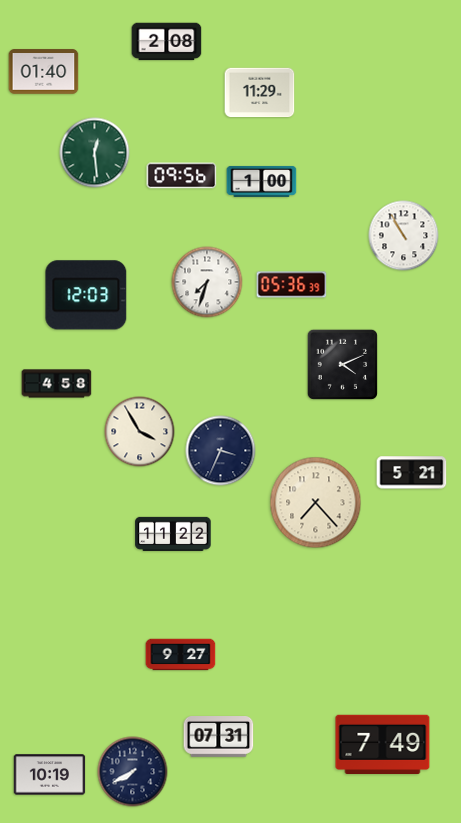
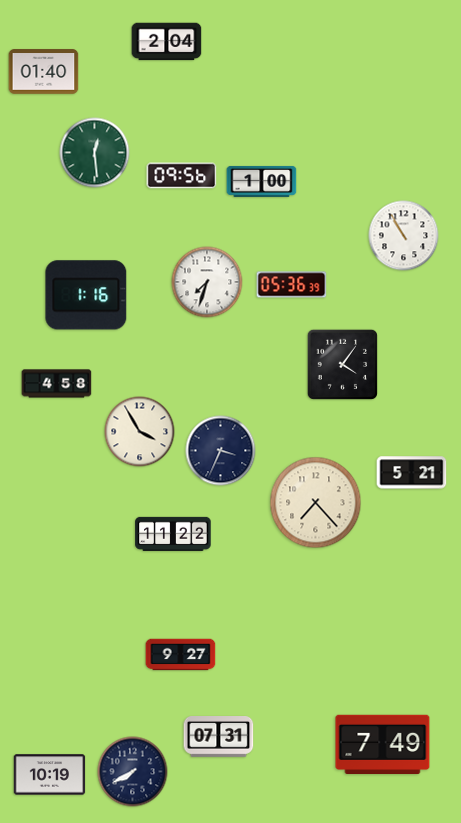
clock at (167, 42): 2:08 -> 2:04
clock at (260, 93): 11:29 -> none
clock at (86, 295): 12:03 -> 1:16
clock at (342, 364): 4:11 -> 4:06
